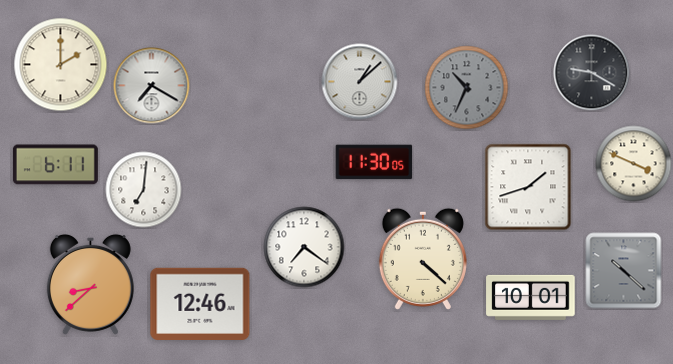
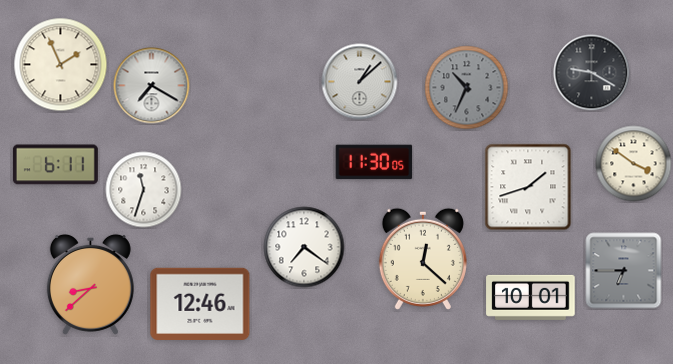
clock at (61, 65): 2:00 -> 1:56
clock at (634, 164): 3:49 -> 3:51
clock at (144, 190): 7:01 -> 11:33
clock at (423, 259): 4:22 -> 12:22
clock at (624, 271): 10:22 -> 6:45
